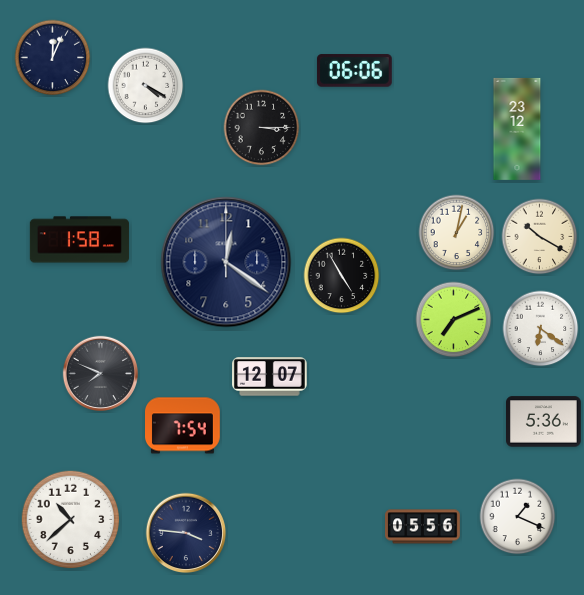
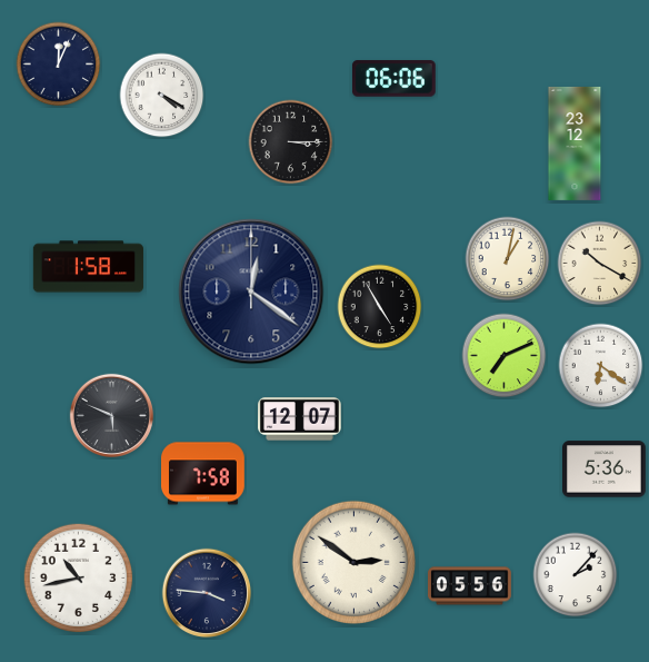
clock at (100, 373): 7:49 -> 5:49
clock at (183, 426): 7:54 -> 7:58
clock at (353, 562): none -> 2:51
clock at (518, 517): 1:19 -> 2:07
clock at (71, 520): 10:38 -> 10:43
